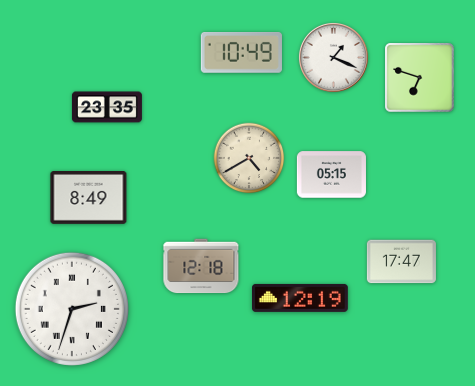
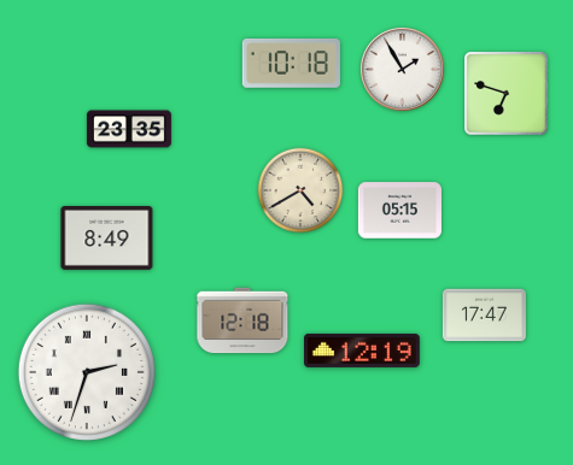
clock at (241, 53): 10:49 -> 10:18
clock at (333, 57): 1:19 -> 1:55
clock at (301, 298) position: (301, 298) -> (363, 351)
